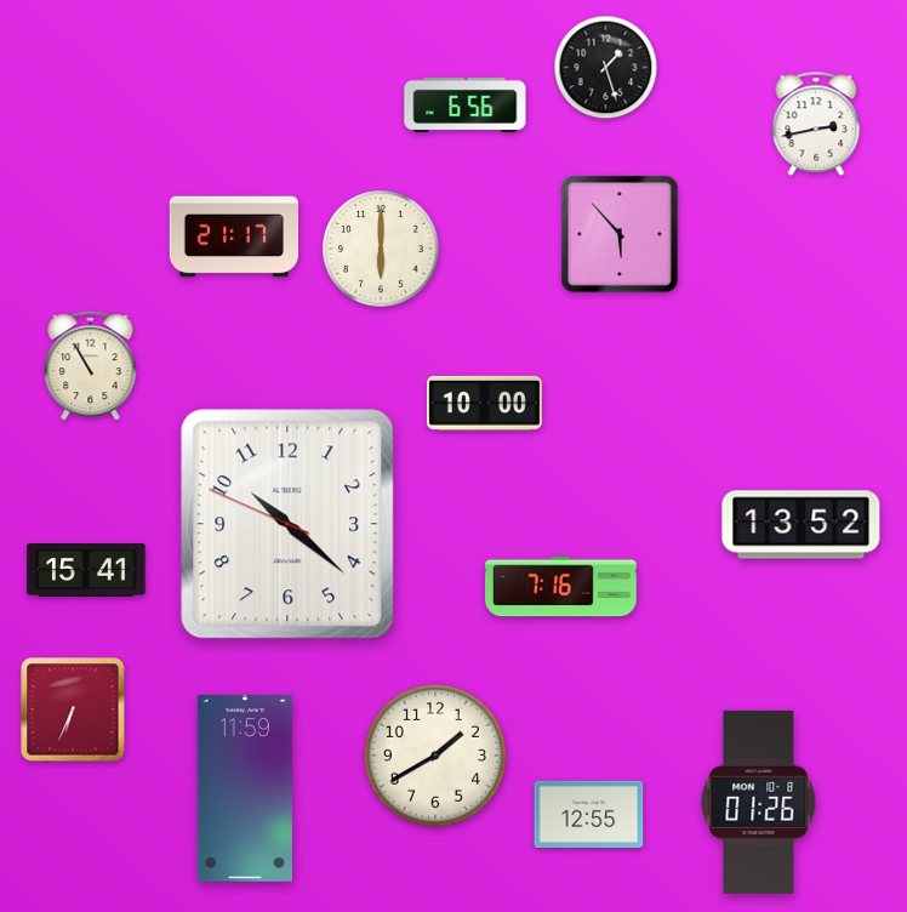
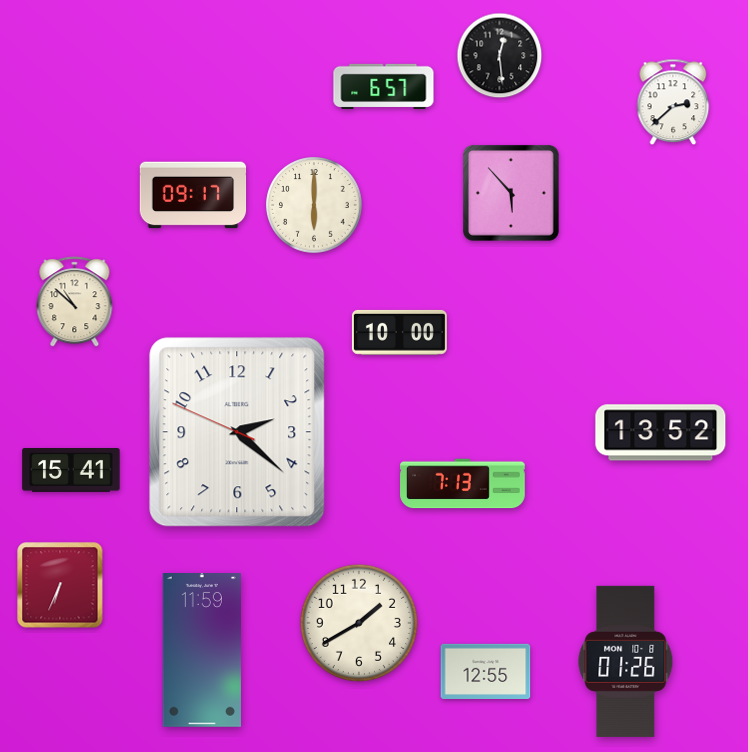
clock at (606, 68): 1:27 -> 12:29
clock at (466, 106): 6:56 -> 6:57
clock at (816, 124): 2:43 -> 2:38
clock at (234, 236): 21:17 -> 09:17
clock at (91, 366): 10:55 -> 10:52
clock at (287, 524): 10:21 -> 2:21
clock at (561, 587): 7:16 -> 7:13
